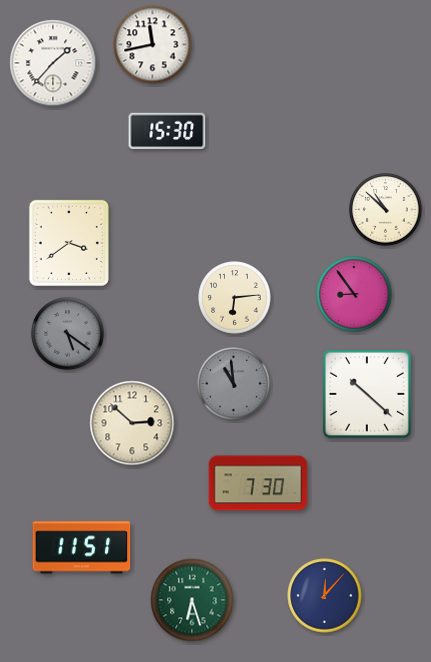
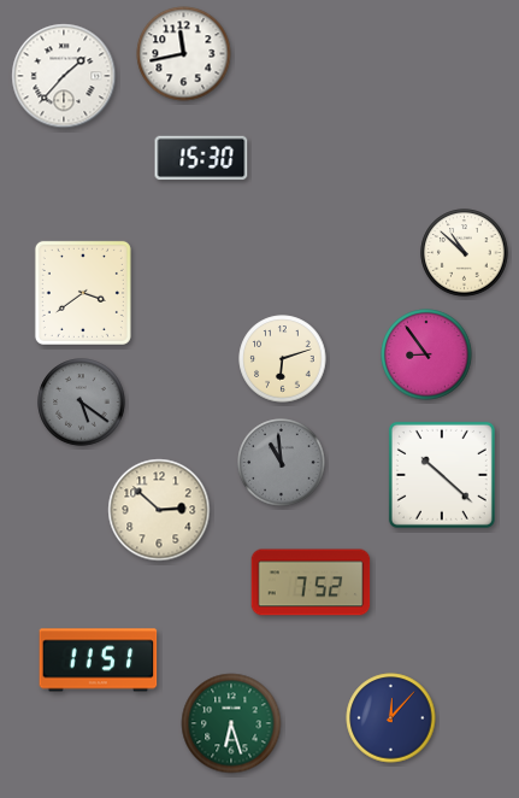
clock at (235, 298): 6:14 -> 6:12
clock at (258, 483): 7:30 -> 7:52
